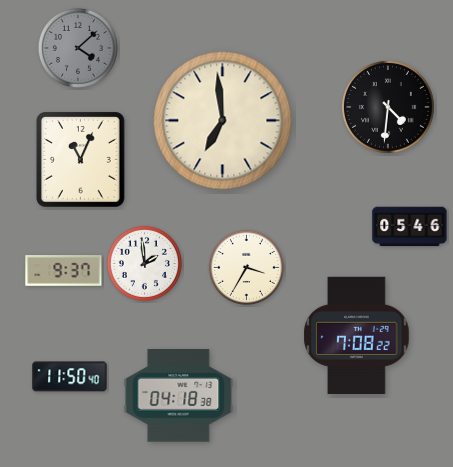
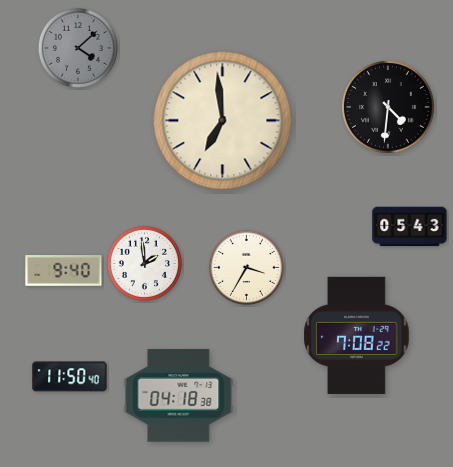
clock at (81, 160): 11:04 -> none
clock at (410, 227): 05:46 -> 05:43
clock at (64, 271): 9:37 -> 9:40
